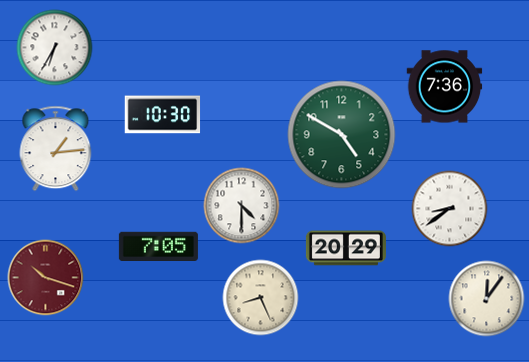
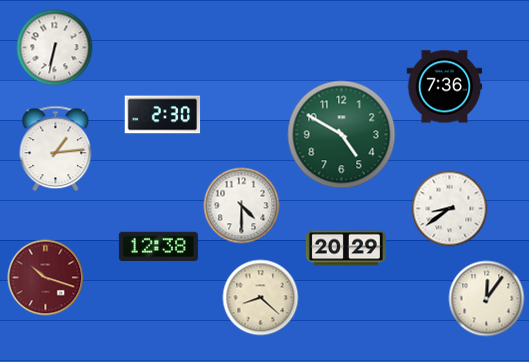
clock at (55, 48): 6:35 -> 6:32
clock at (163, 115): 10:30 -> 2:30
clock at (158, 246): 7:05 -> 12:38
clock at (261, 298): 8:26 -> 8:22
